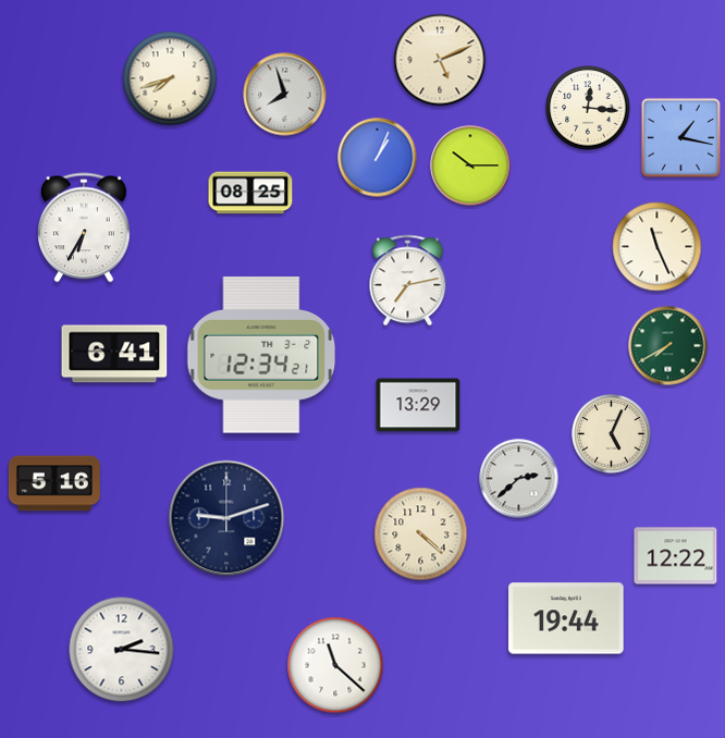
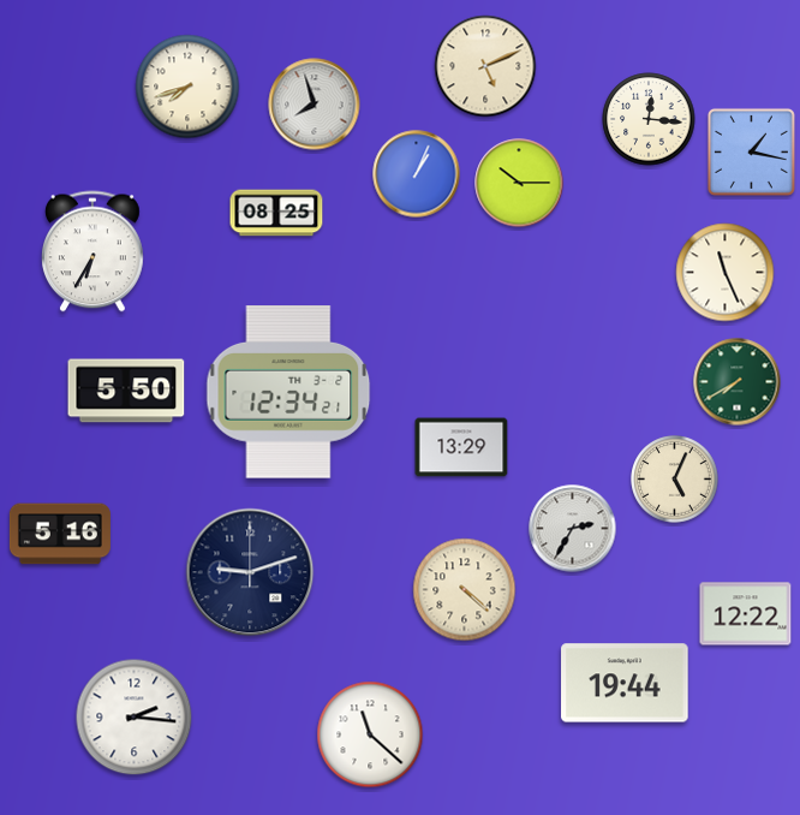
clock at (408, 281): 7:13 -> none
clock at (114, 354): 6:41 -> 5:50
clock at (519, 479): 2:38 -> 2:35
